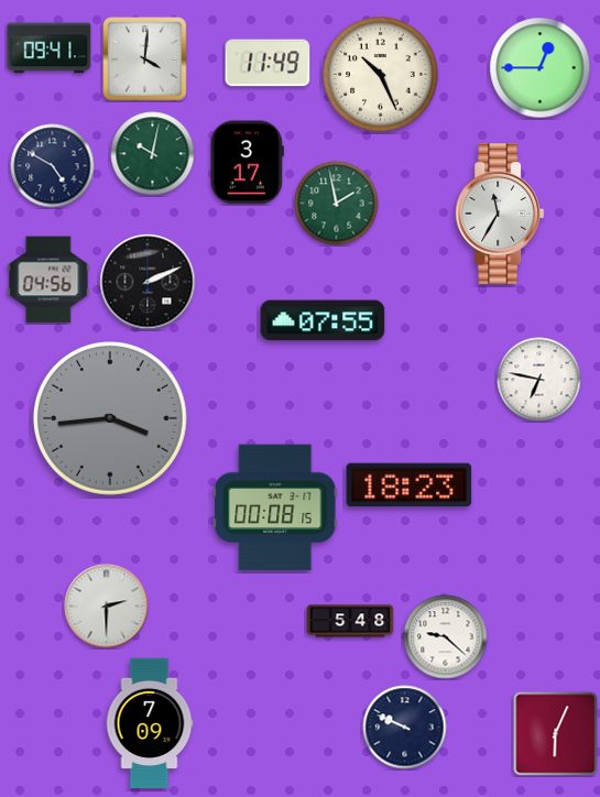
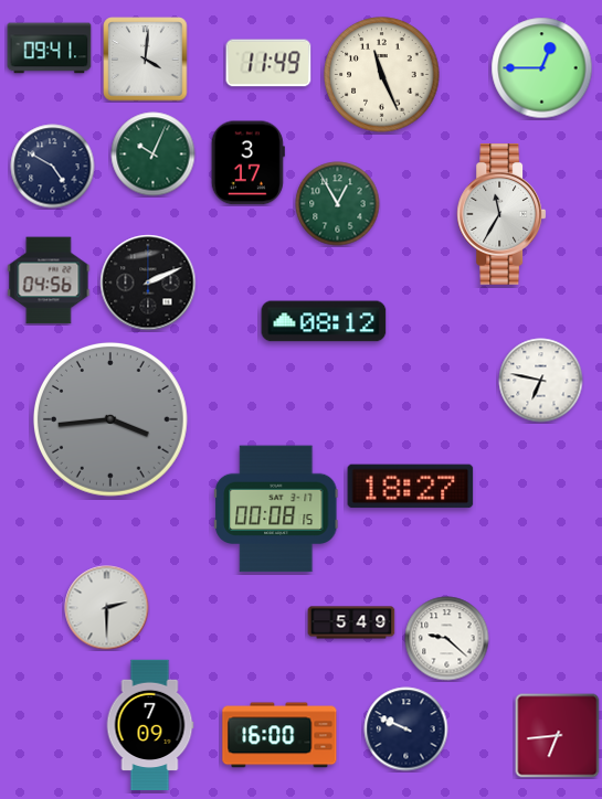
clock at (381, 75): 10:26 -> 11:26
clock at (153, 154): 10:02 -> 10:04
clock at (337, 204): 1:58 -> 12:55
clock at (323, 320): 07:55 -> 08:12
clock at (410, 485): 18:23 -> 18:27
clock at (350, 621): 5:48 -> 5:49
clock at (279, 735): none -> 16:00
clock at (556, 734): 6:04 -> 6:44
